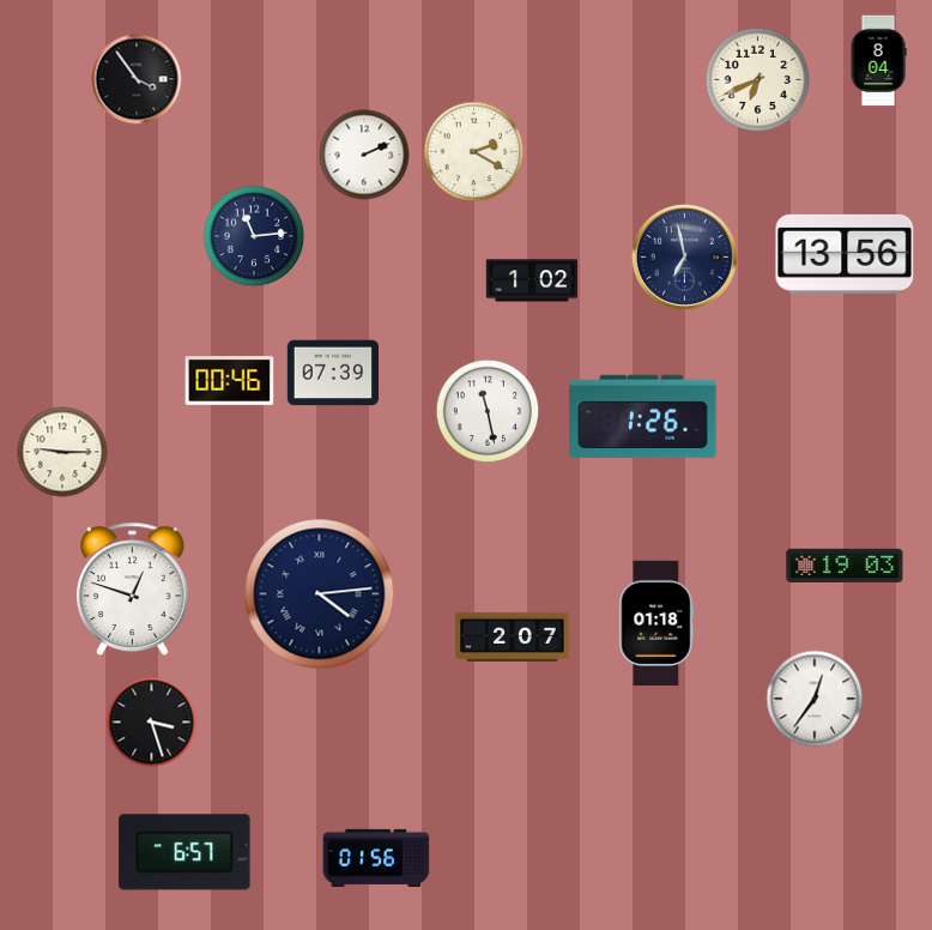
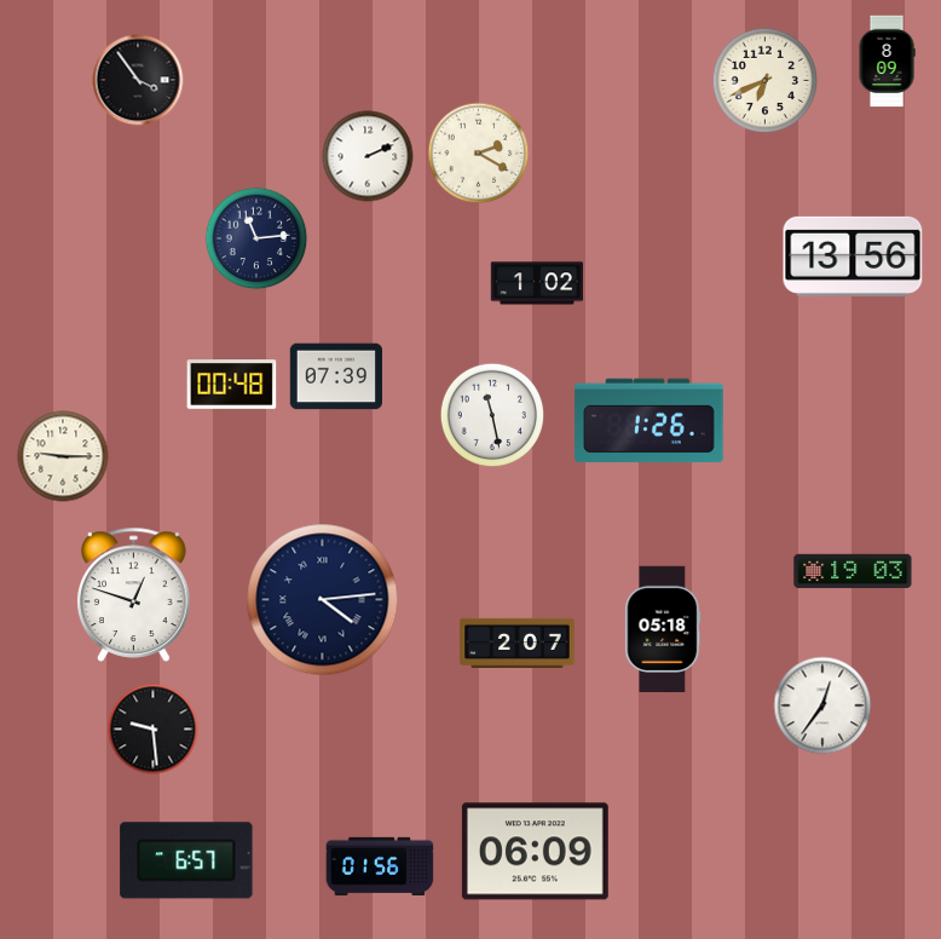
clock at (878, 61): 8:04 -> 8:09
clock at (684, 256): 6:58 -> none
clock at (230, 381): 00:46 -> 00:48
clock at (656, 622): 01:18 -> 05:18
clock at (152, 723): 3:27 -> 9:29
clock at (535, 852): none -> 06:09
